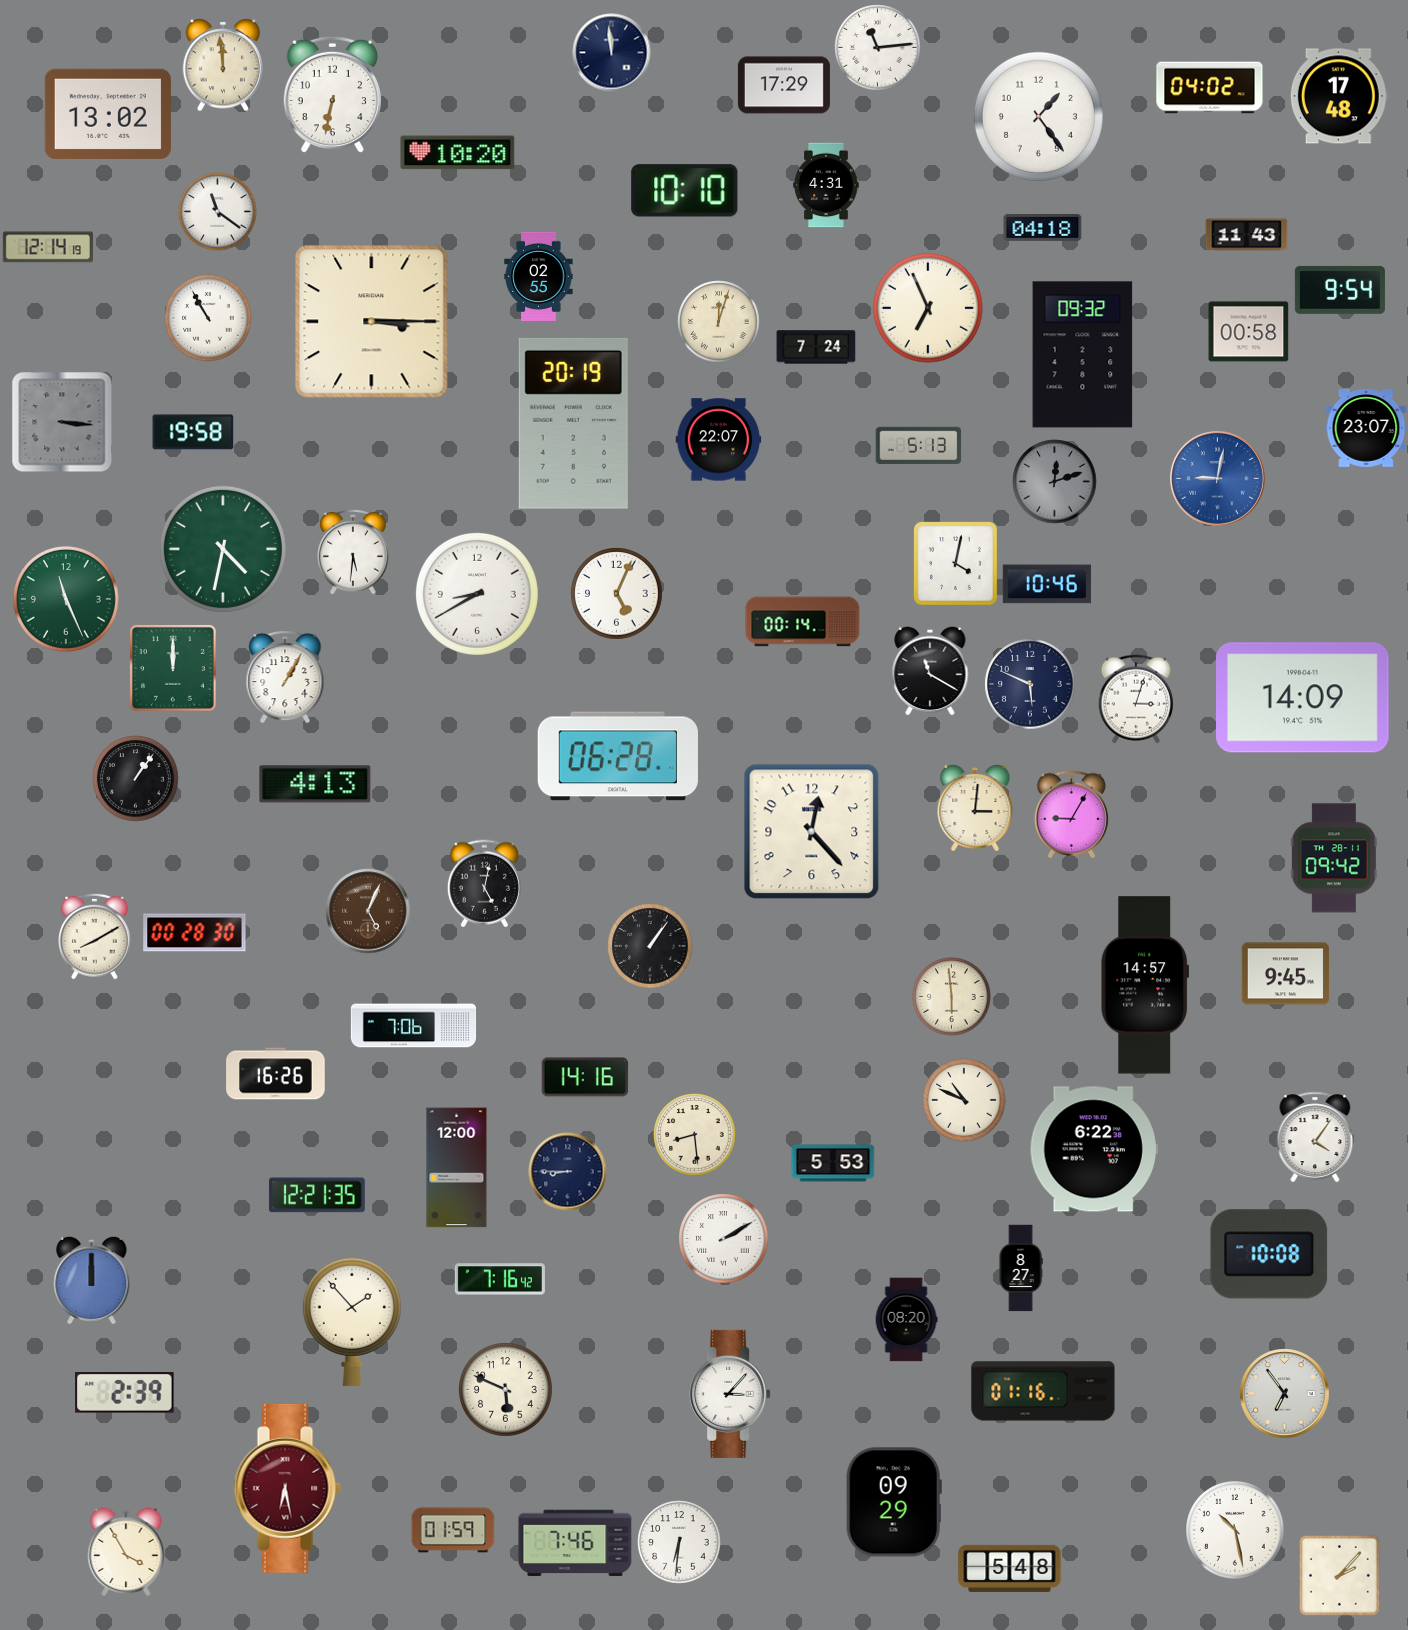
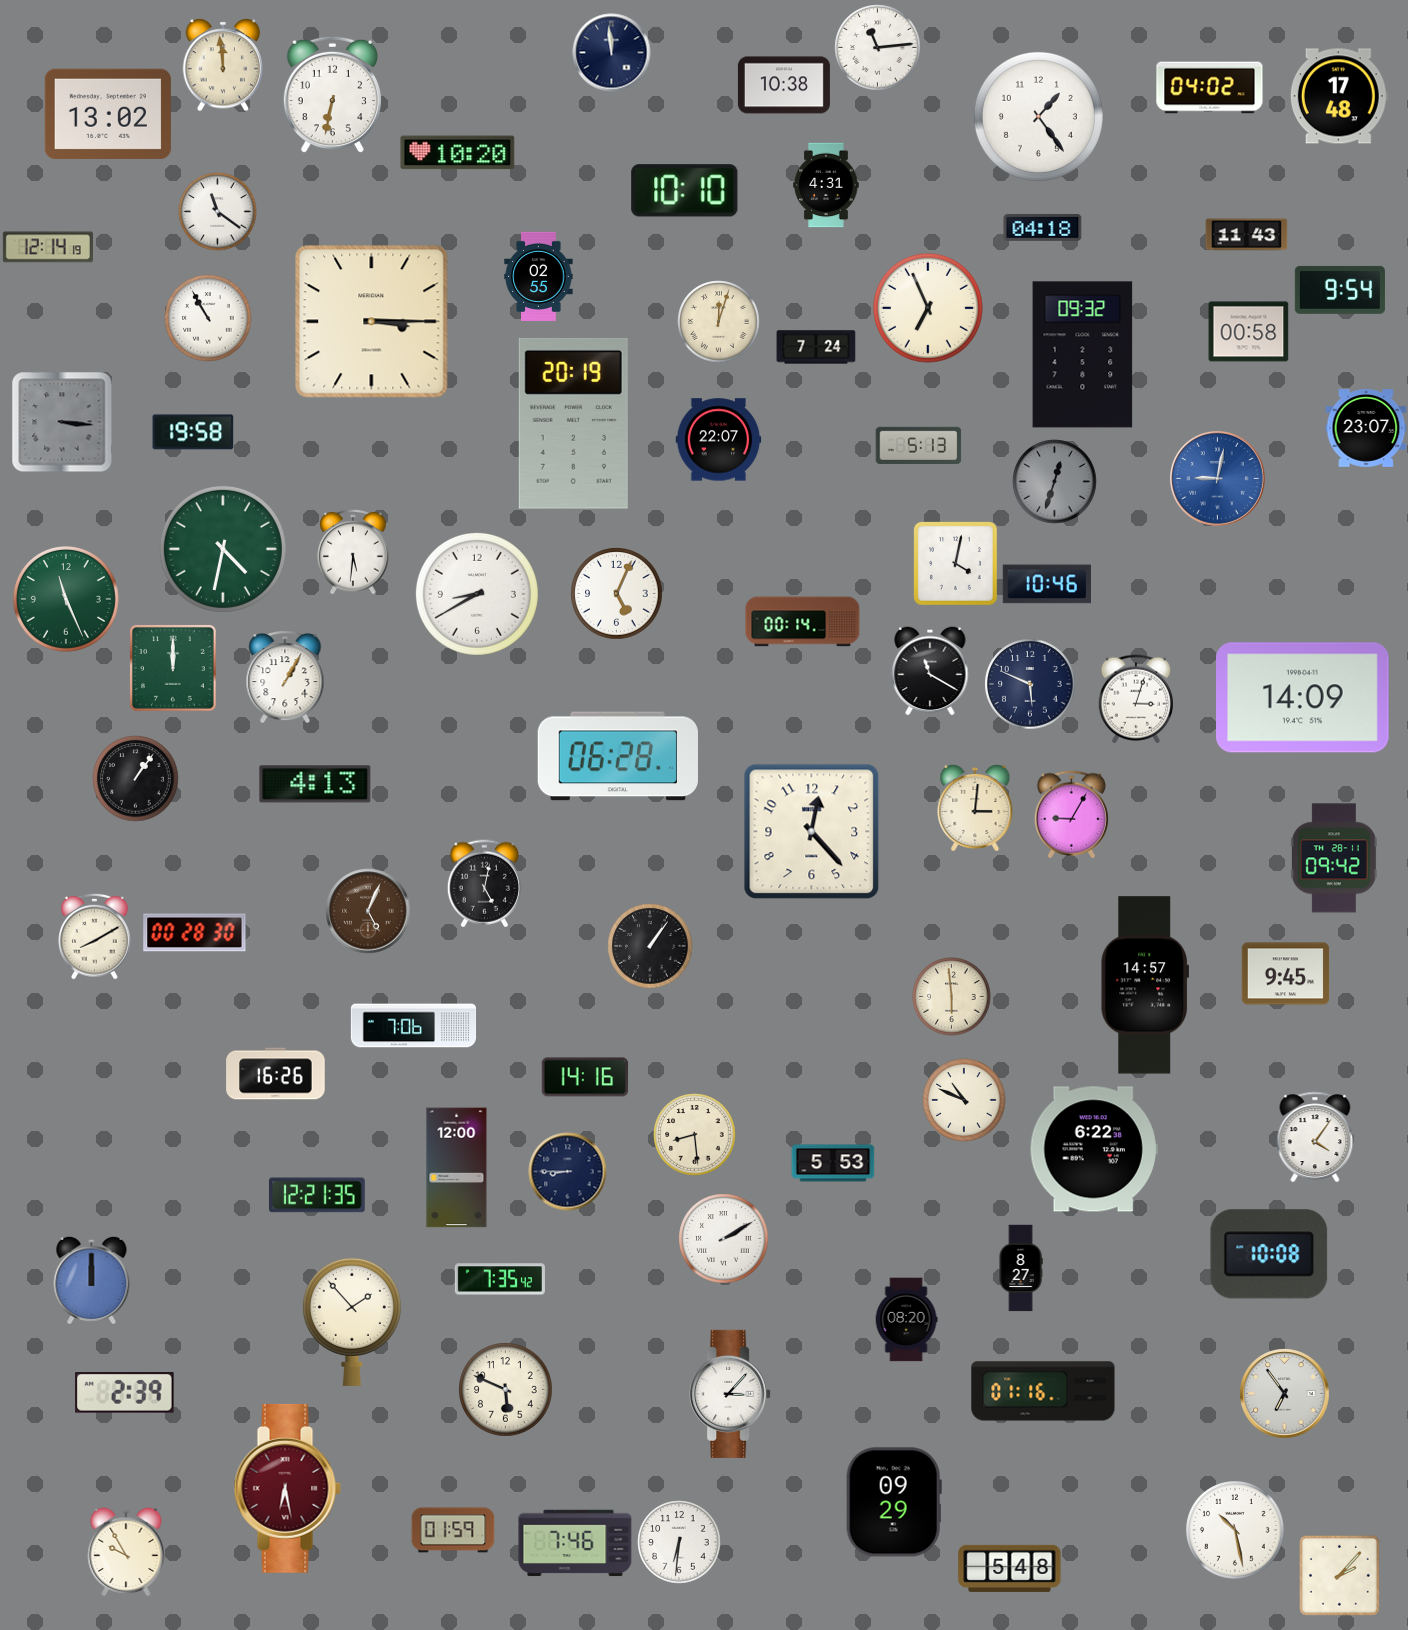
clock at (784, 85): 17:29 -> 10:38
clock at (1055, 482): 12:12 -> 12:33
clock at (500, 1279): 7:16 -> 7:35
clock at (126, 1552): 3:55 -> 9:55
